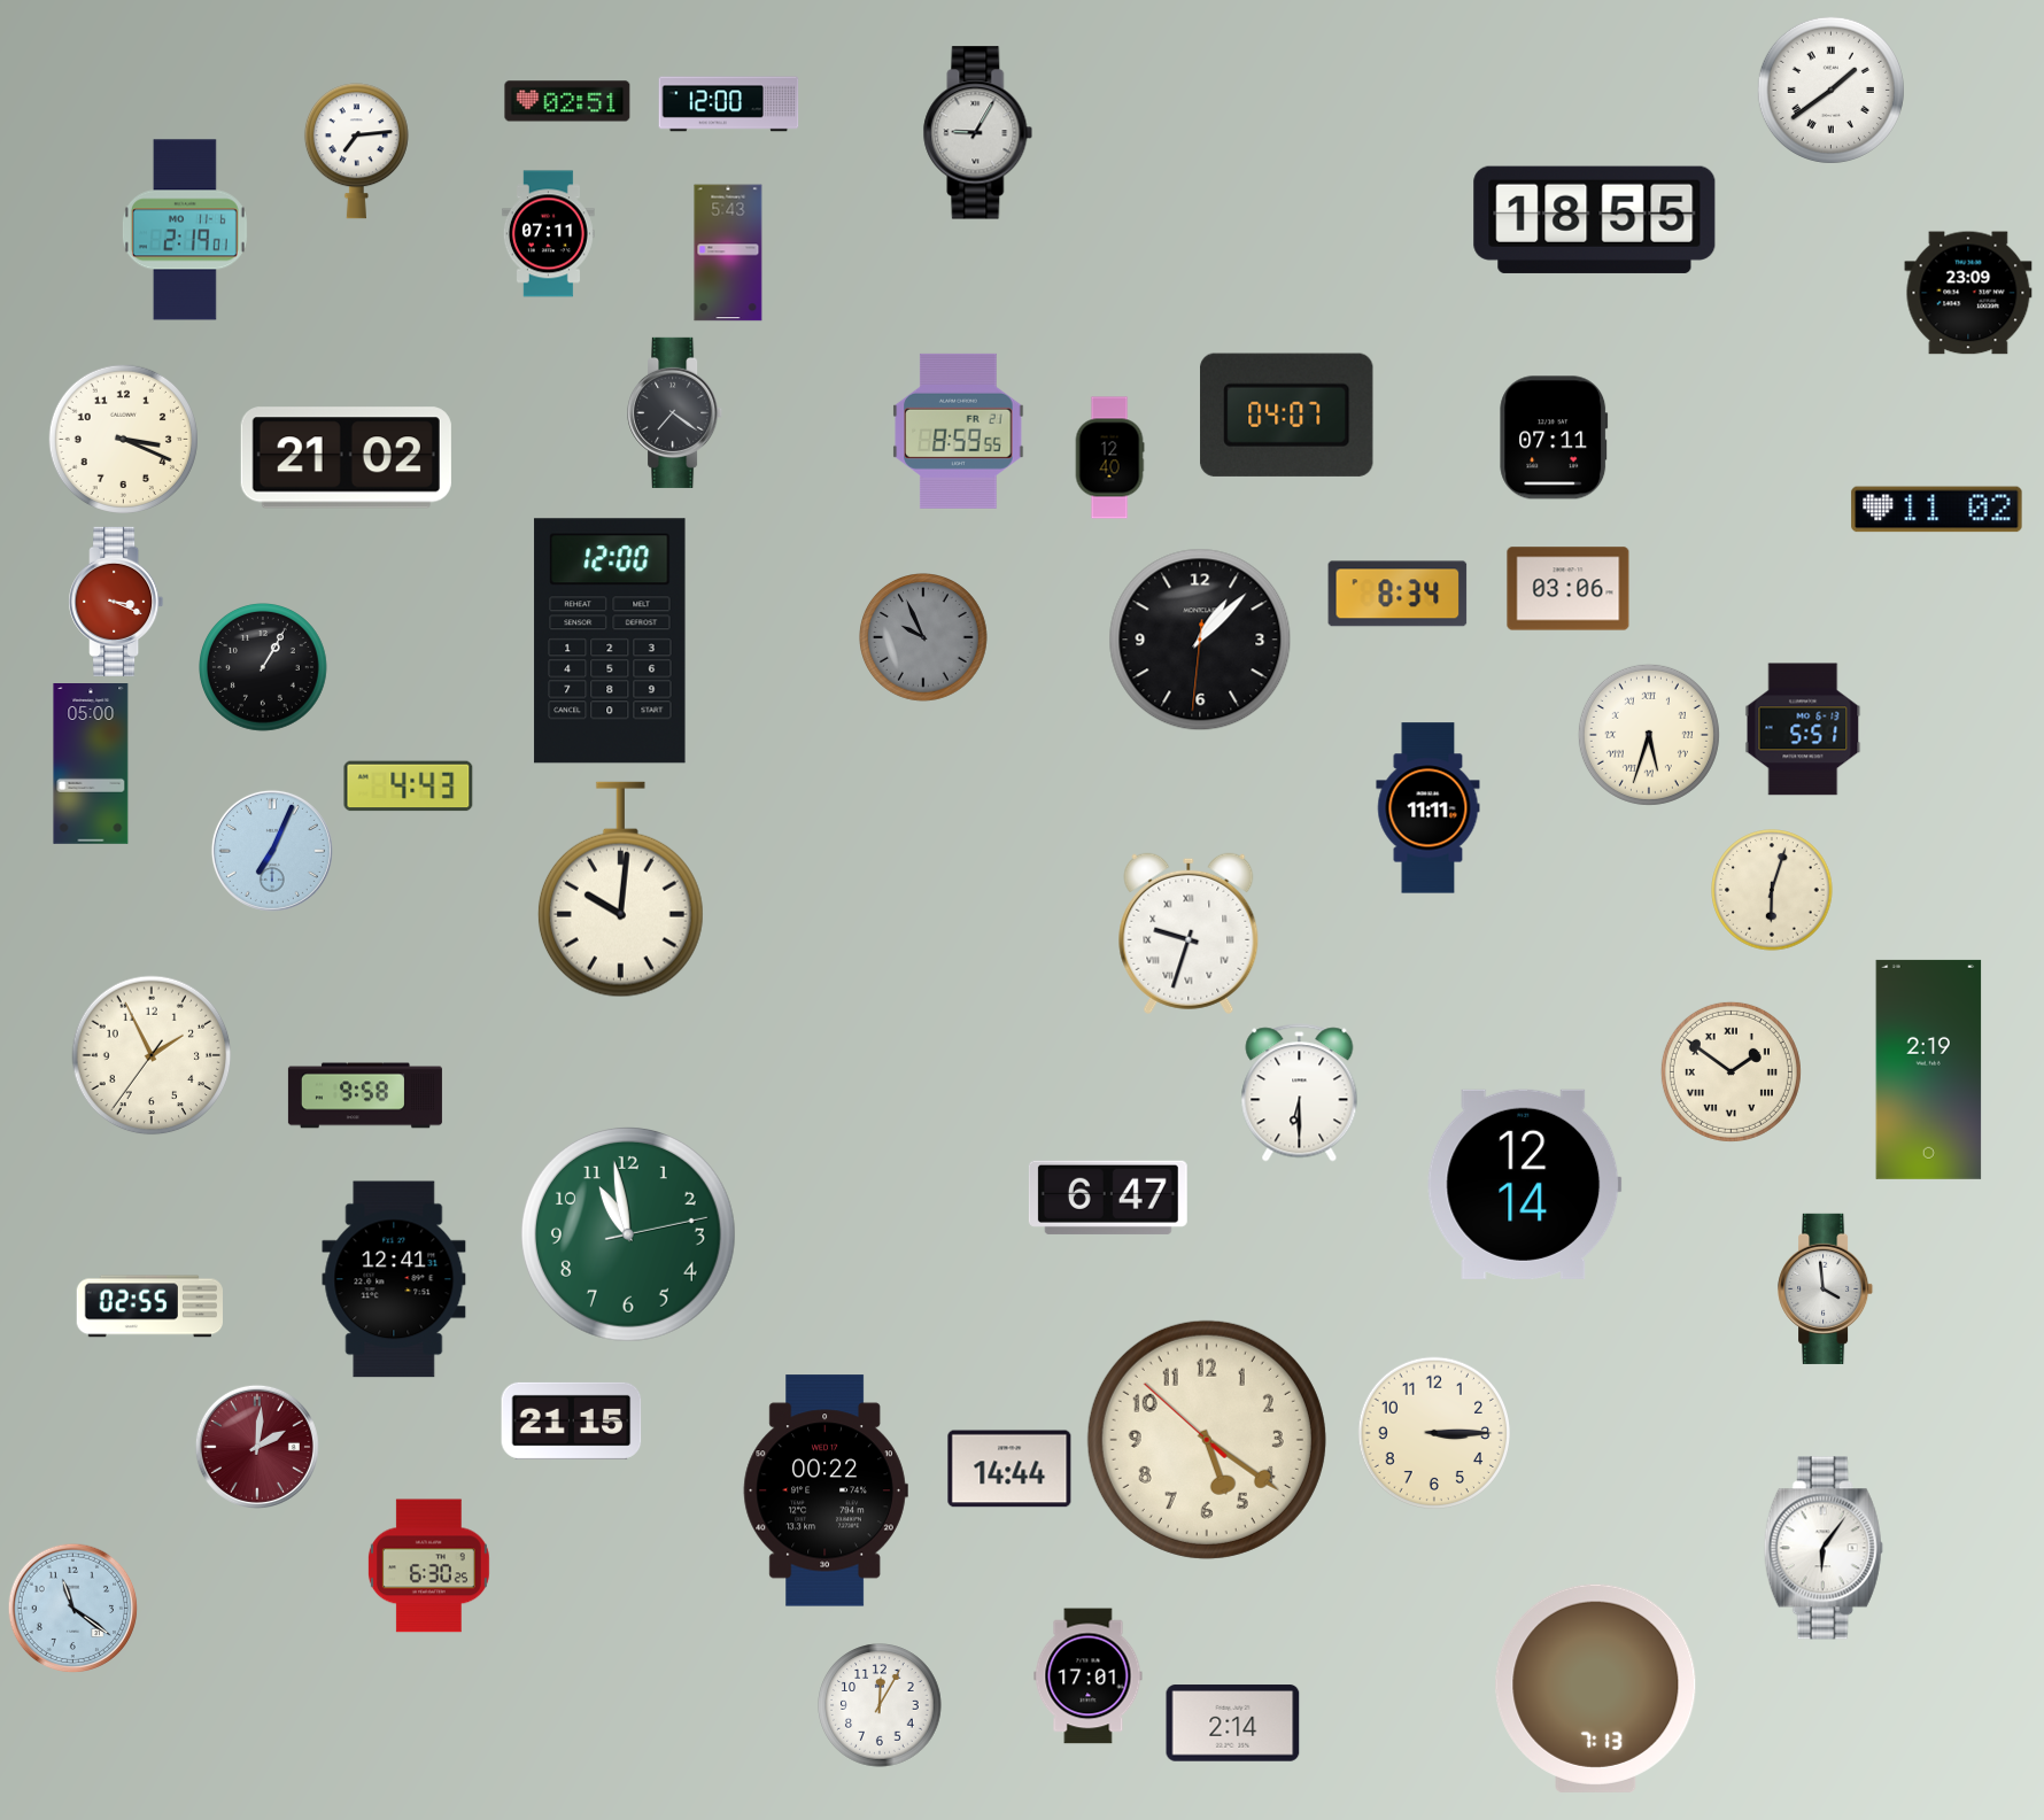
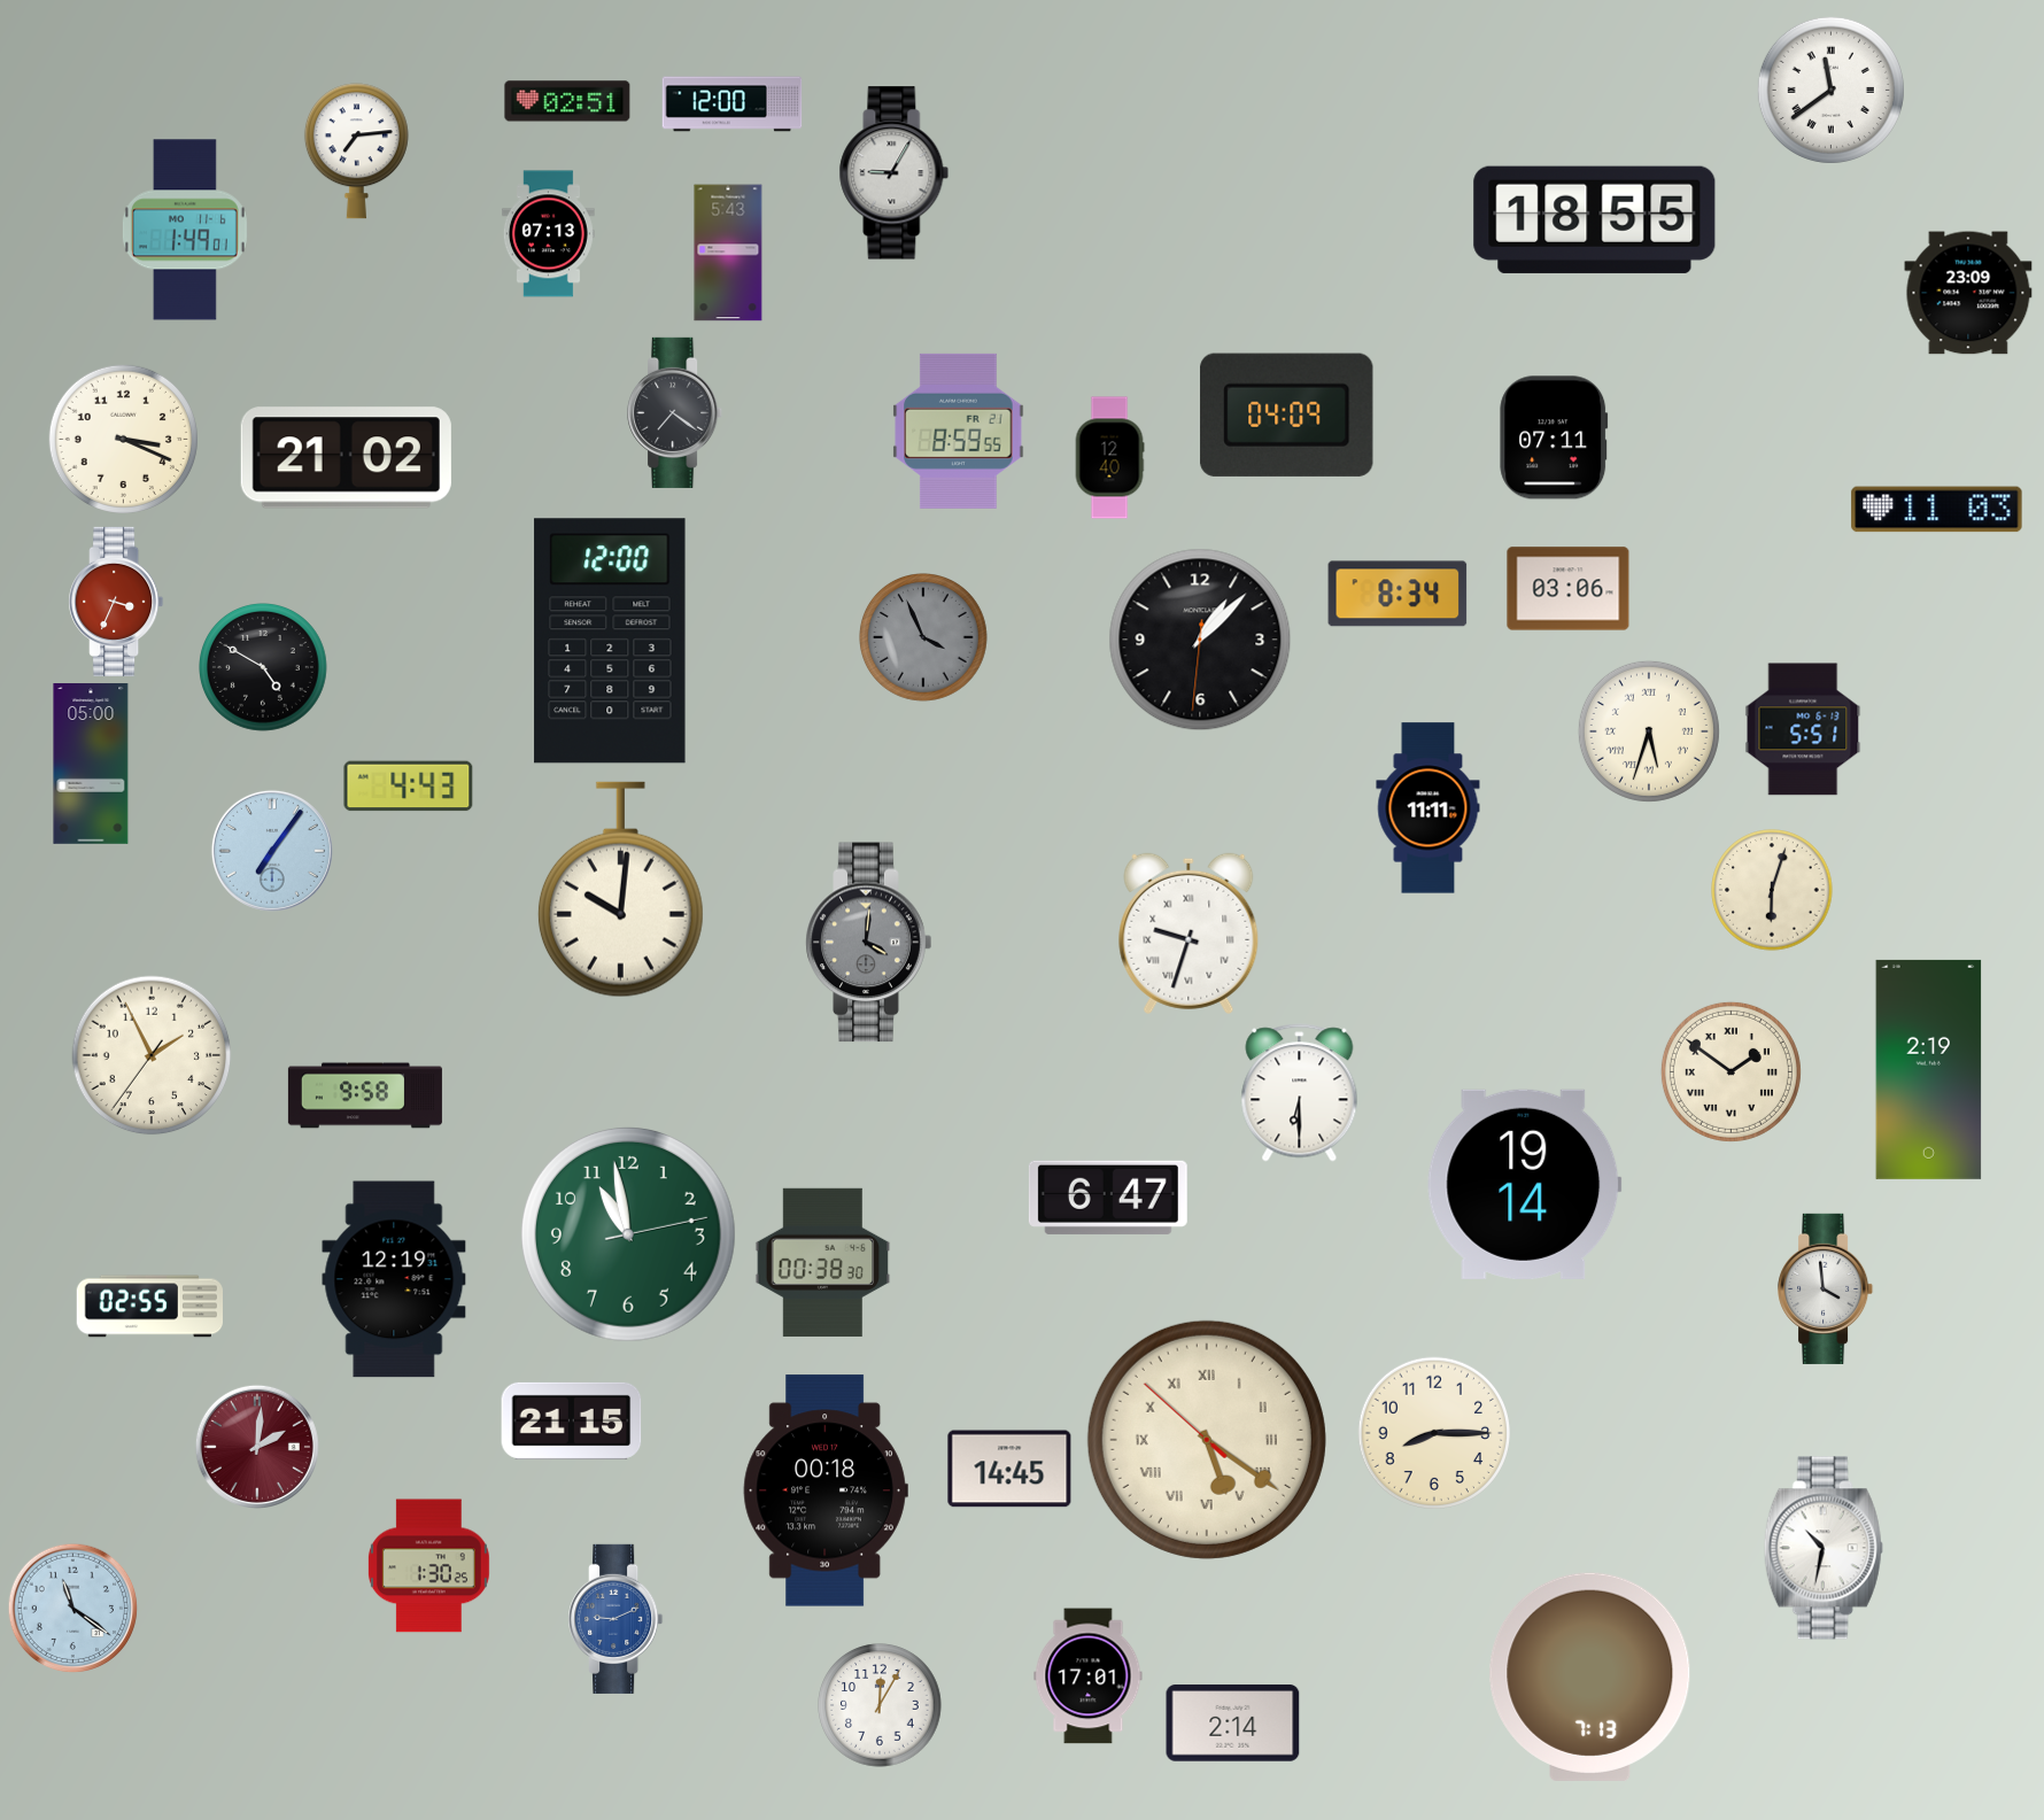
clock at (1830, 90): 1:39 -> 11:39
clock at (729, 104) position: (729, 104) -> (733, 104)
clock at (978, 133) position: (978, 133) -> (895, 173)
clock at (185, 230): 2:19 -> 1:49
clock at (548, 234): 07:11 -> 07:13
clock at (1287, 415): 04:07 -> 04:09
clock at (1937, 510): 11:02 -> 11:03
clock at (116, 602): 3:19 -> 3:34
clock at (924, 638): 9:56 -> 3:56
clock at (264, 668): 1:05 -> 4:50
clock at (1649, 735) position: (1649, 735) -> (1649, 731)
clock at (272, 851): 7:04 -> 7:06
clock at (869, 943): none -> 4:01
clock at (1525, 1184): 12:14 -> 19:14
clock at (823, 1262): none -> 00:38
clock at (394, 1279): 12:41 -> 12:19
clock at (1433, 1432): 3:15 -> 8:15
clock at (1207, 1440) numerals: Arabic -> Roman
clock at (1009, 1469): 14:44 -> 14:45
clock at (826, 1490): 00:22 -> 00:18
clock at (1824, 1548): 6:06 -> 10:32
clock at (428, 1566): 6:30 -> 1:30
clock at (615, 1619): none -> 9:11
clock at (1596, 1688) position: (1596, 1688) -> (1590, 1676)
